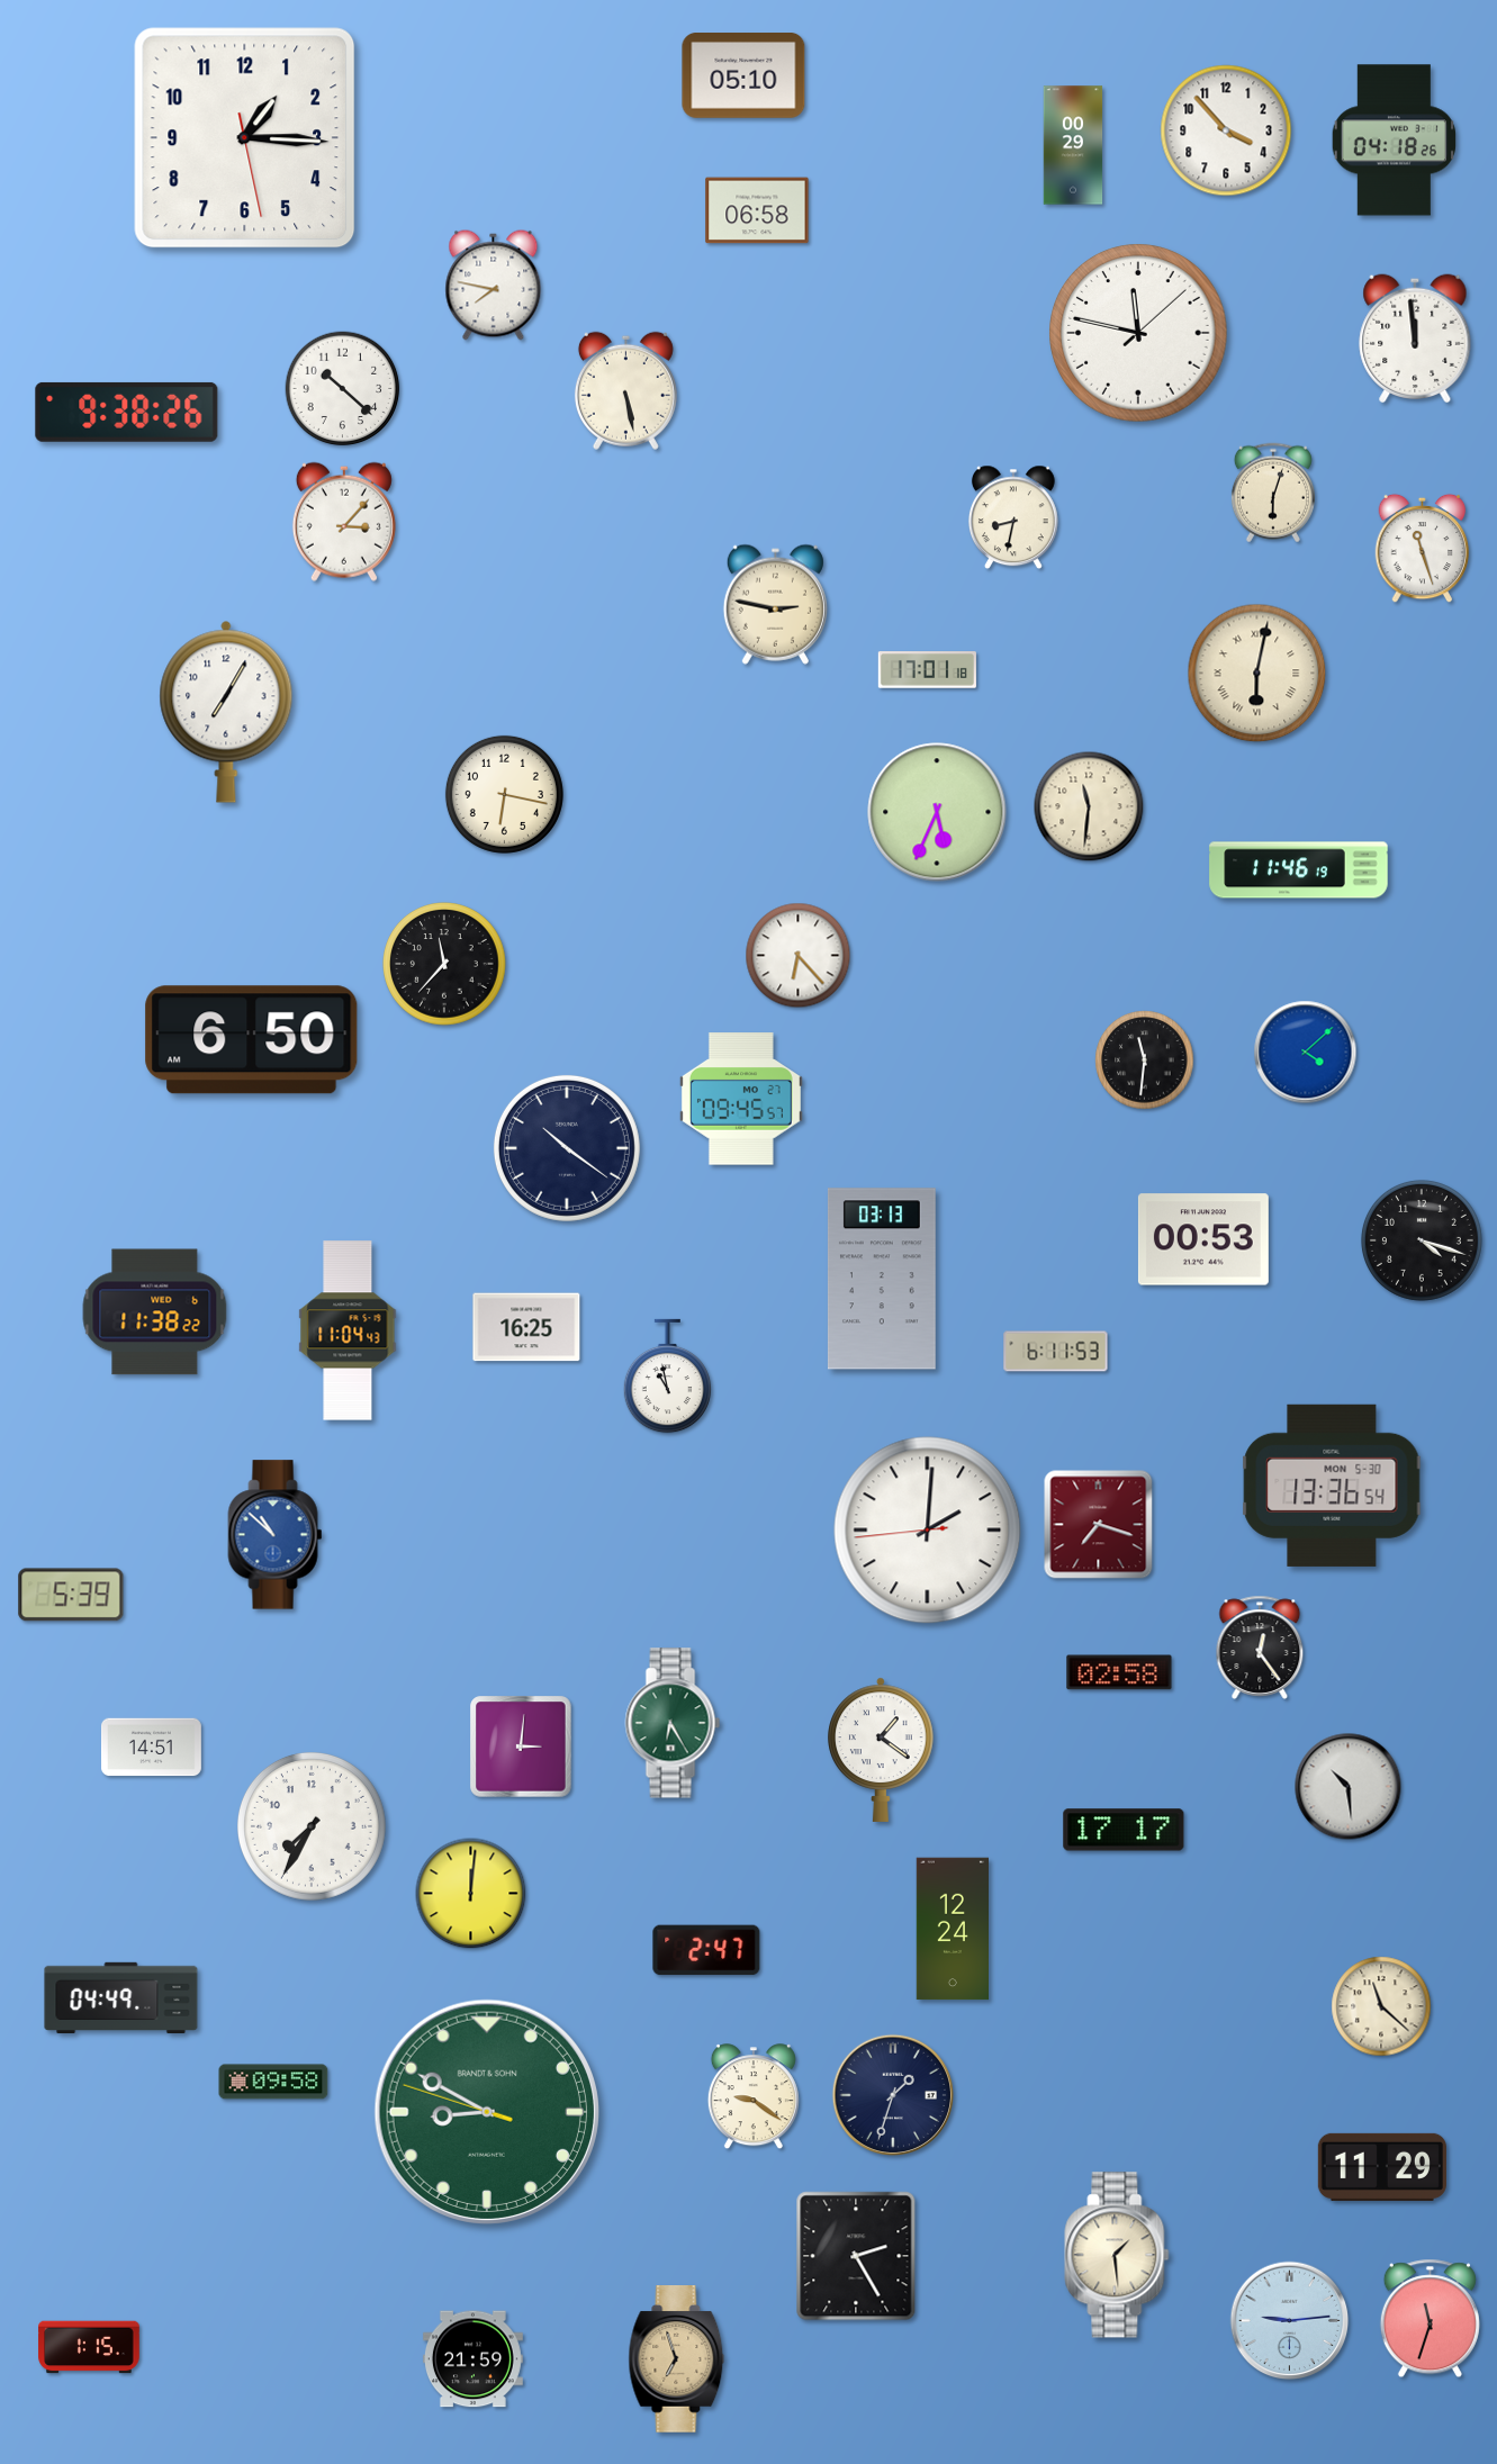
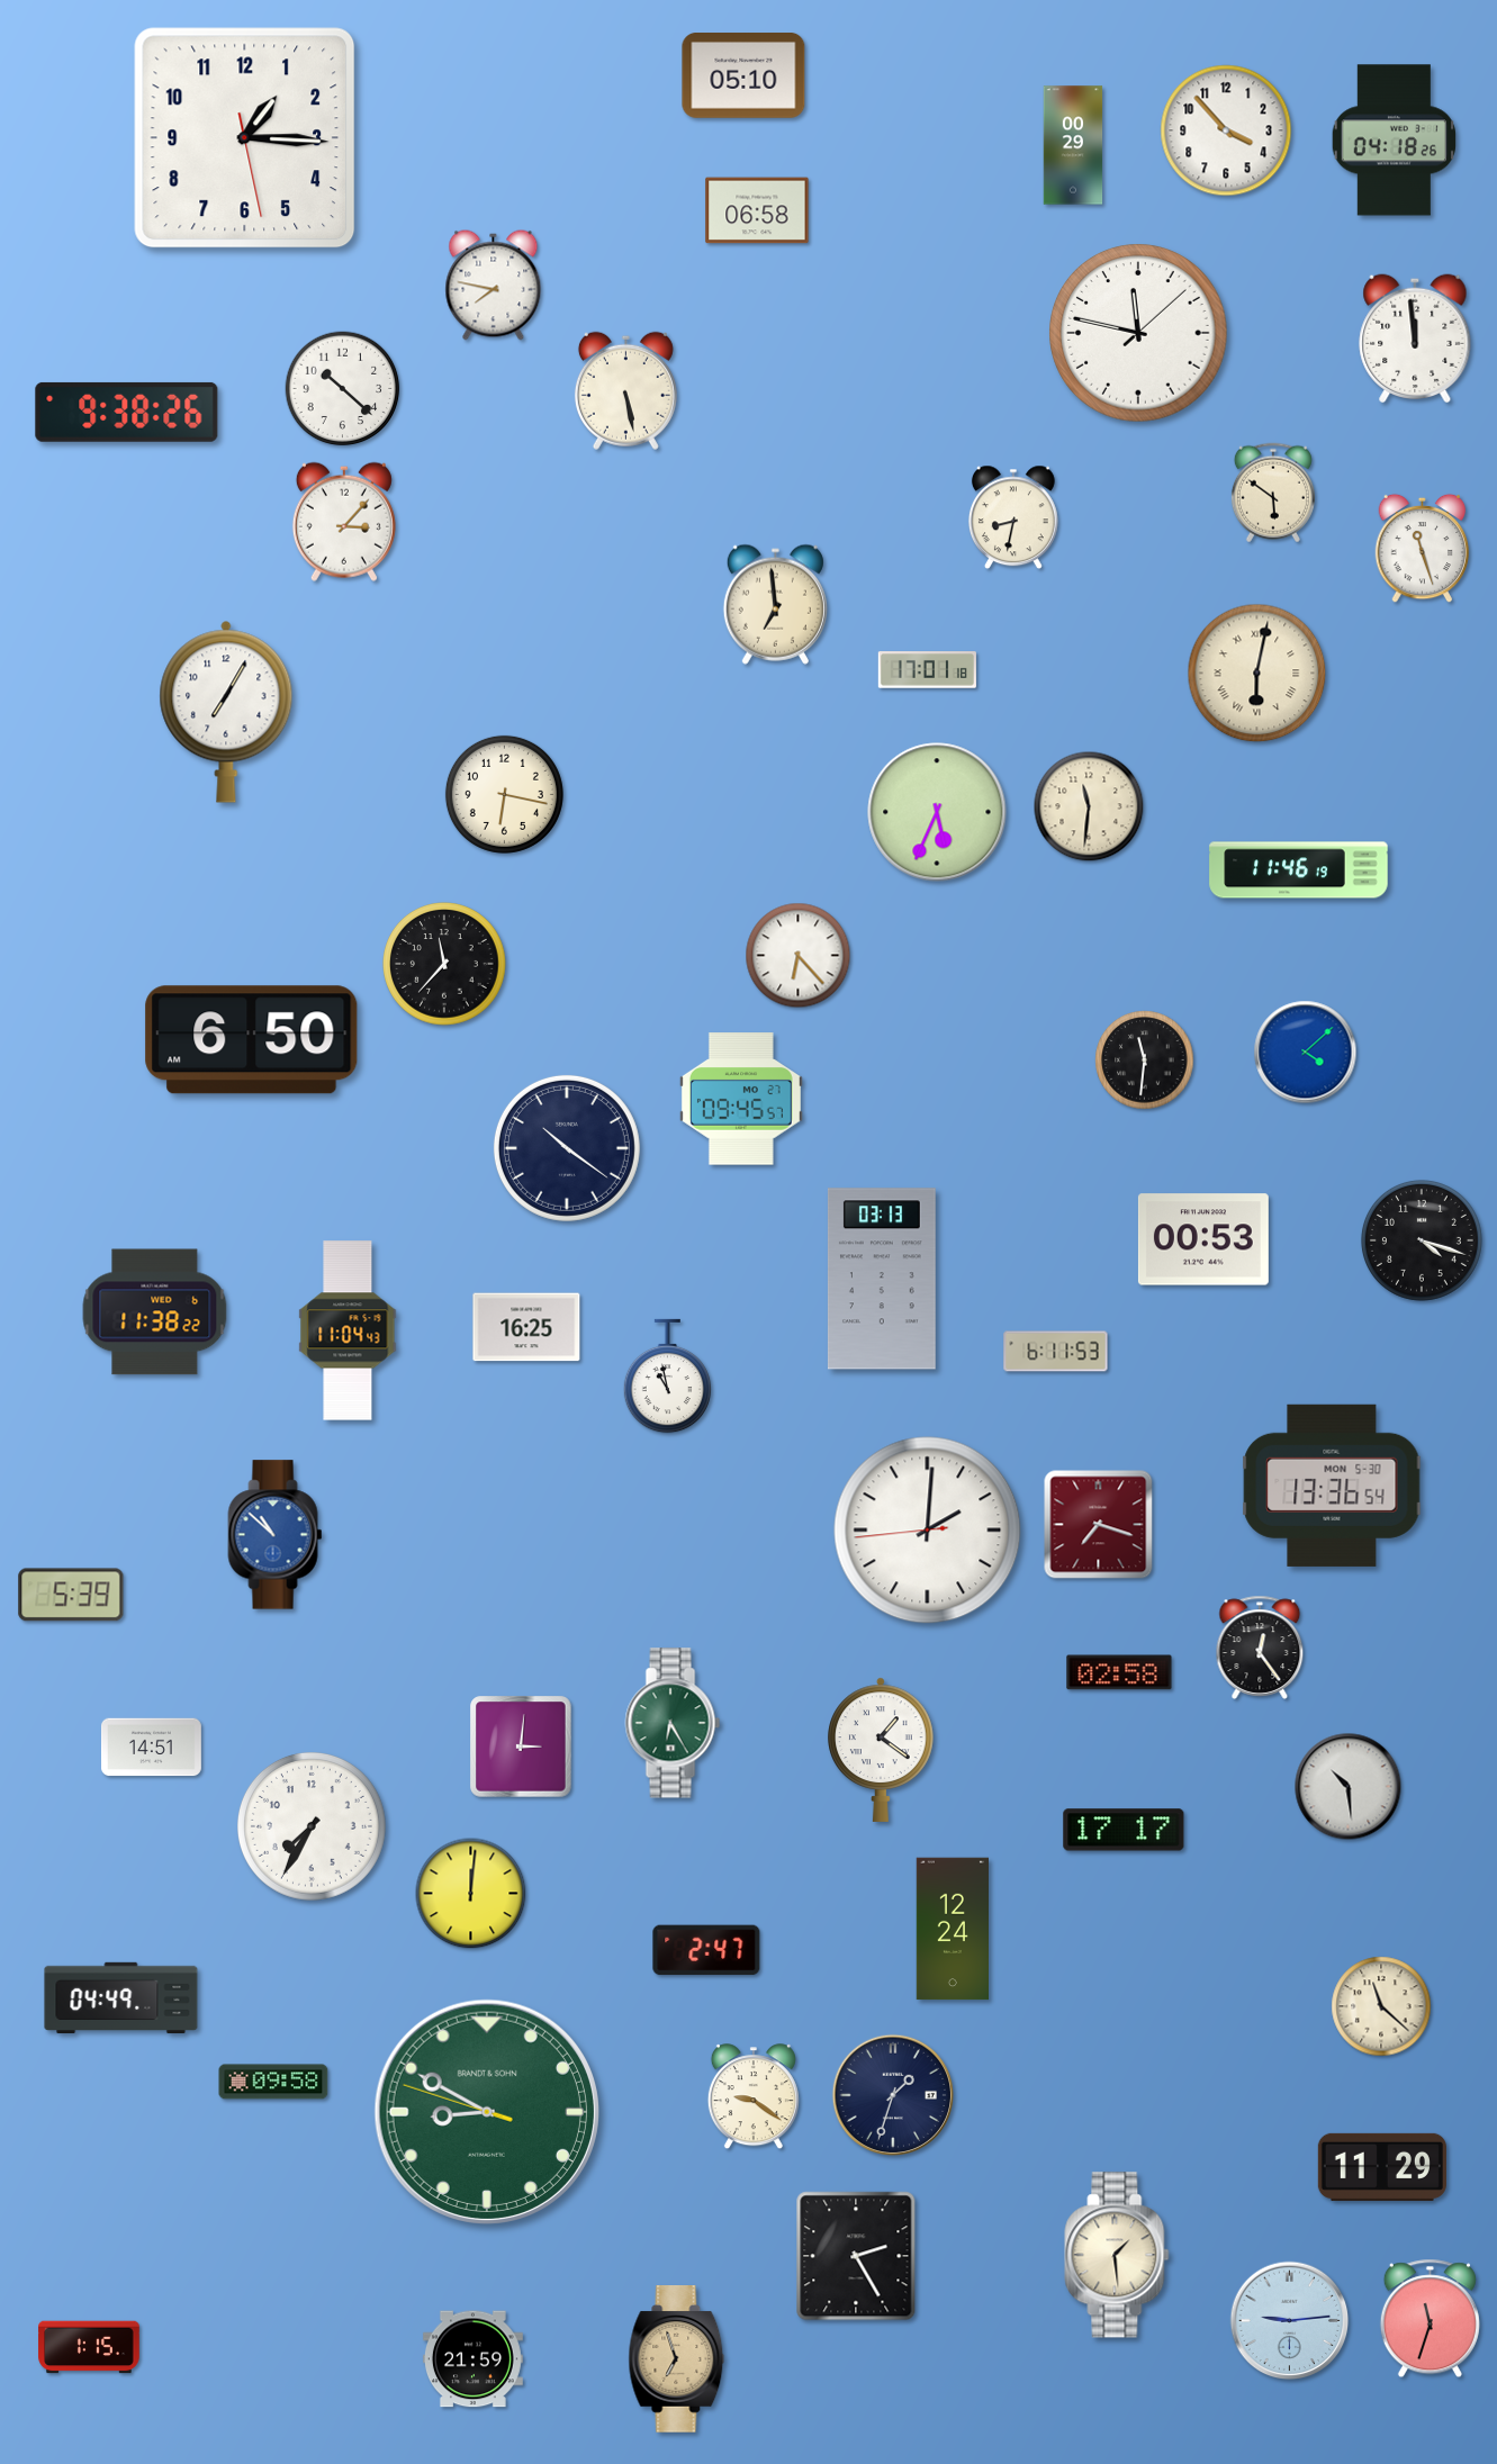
clock at (1273, 493): 6:03 -> 5:51
clock at (775, 604): 2:47 -> 6:59
